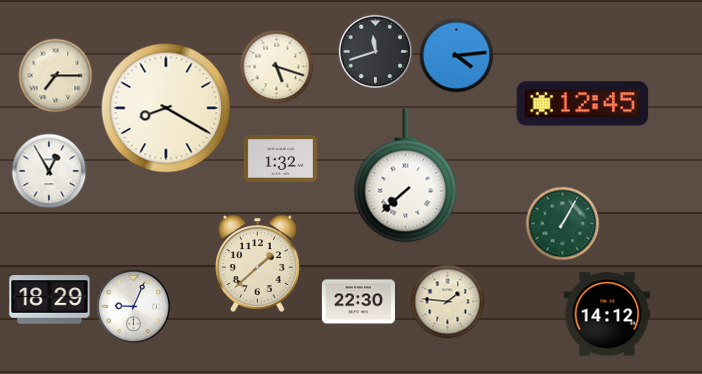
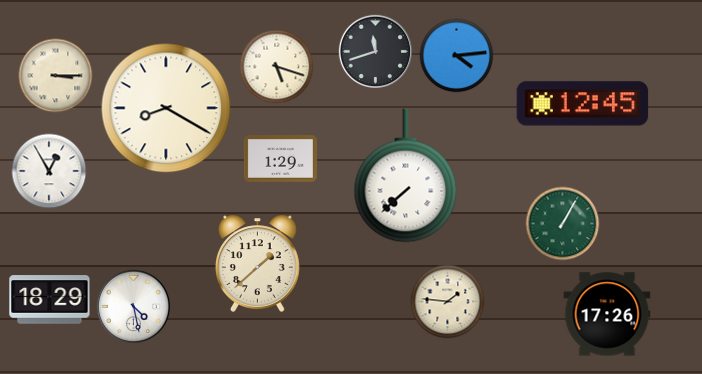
clock at (56, 76): 7:15 -> 3:15
clock at (280, 159): 1:32 -> 1:29
clock at (358, 302): 22:30 -> none
clock at (133, 306): 9:04 -> 4:28
clock at (607, 314): 14:12 -> 17:26
